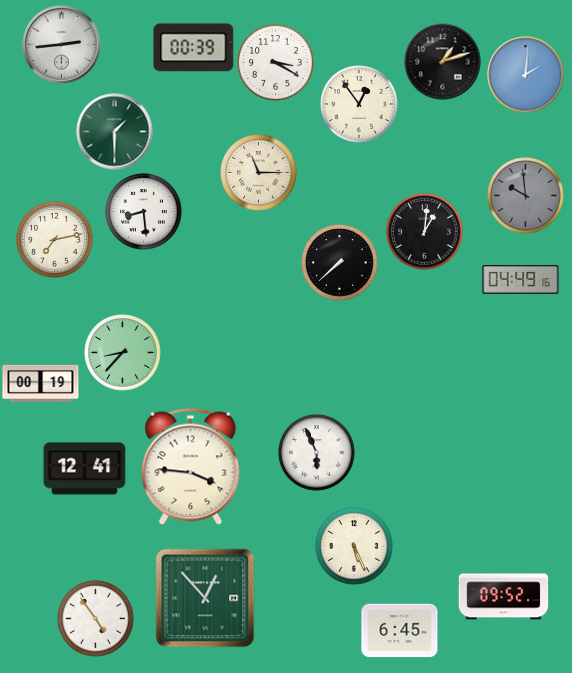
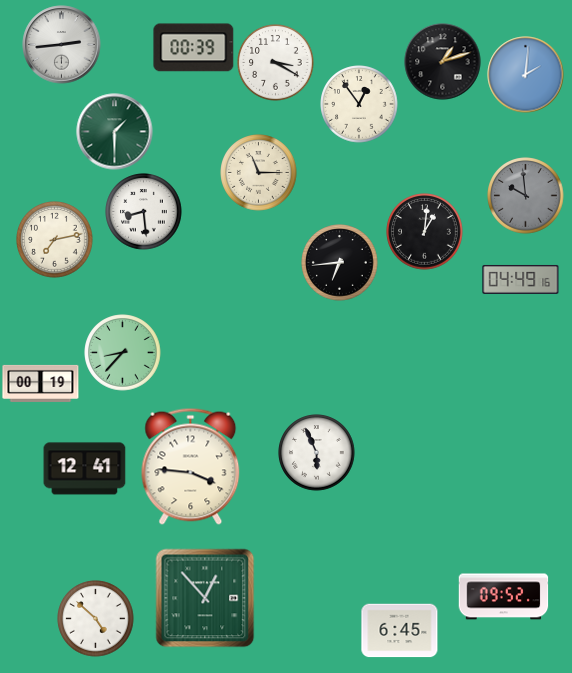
clock at (340, 263): 7:38 -> 6:44
clock at (354, 546): 5:26 -> none
clock at (96, 619): 4:54 -> 4:52
